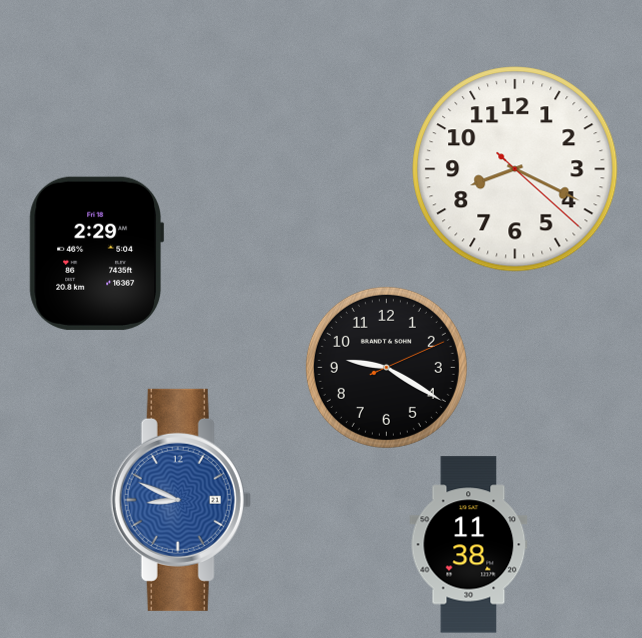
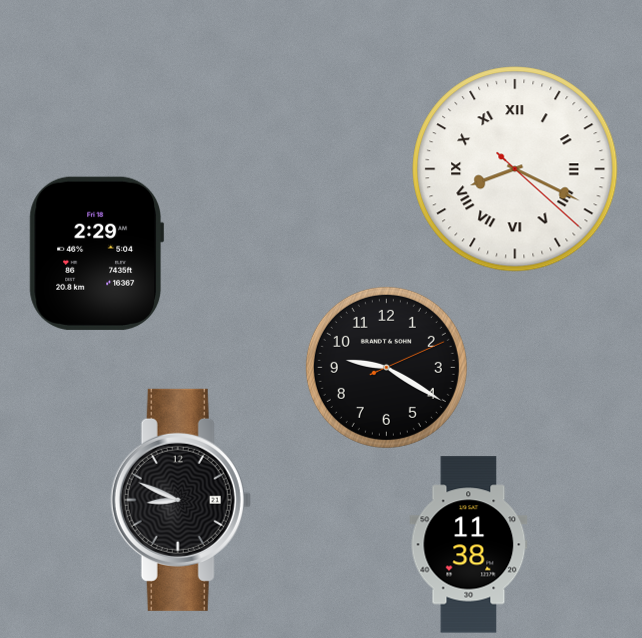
clock at (515, 169) numerals: Arabic -> Roman
clock at (181, 500) dial: blue -> black
